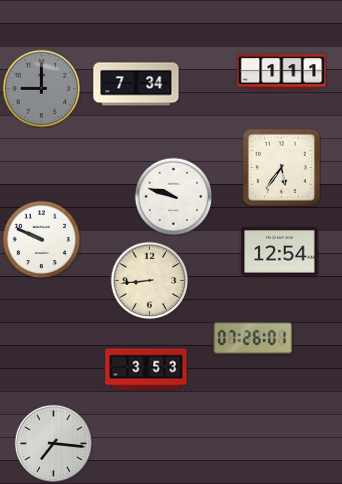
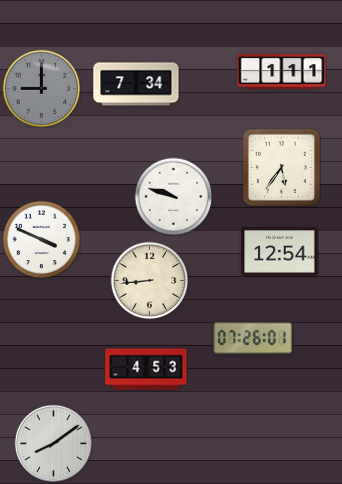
clock at (41, 239): 9:49 -> 3:49
clock at (146, 369): 3:53 -> 4:53
clock at (53, 443): 7:16 -> 8:09
